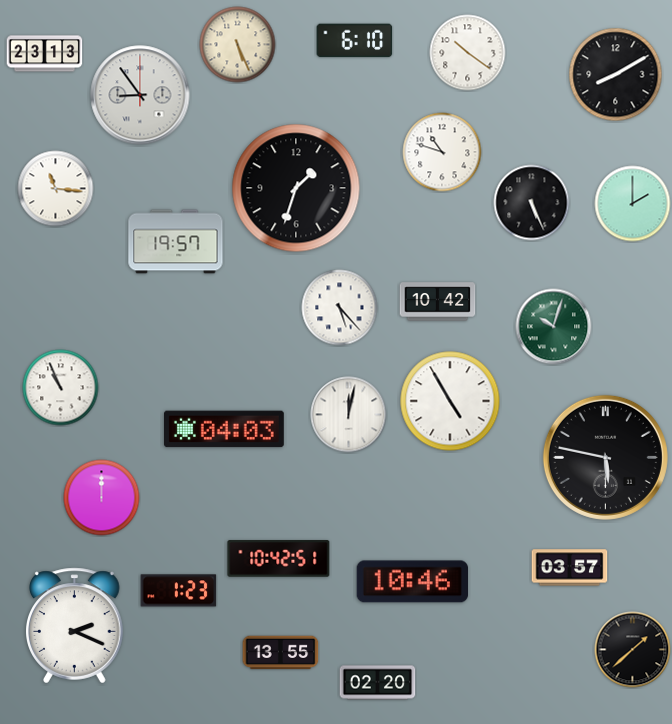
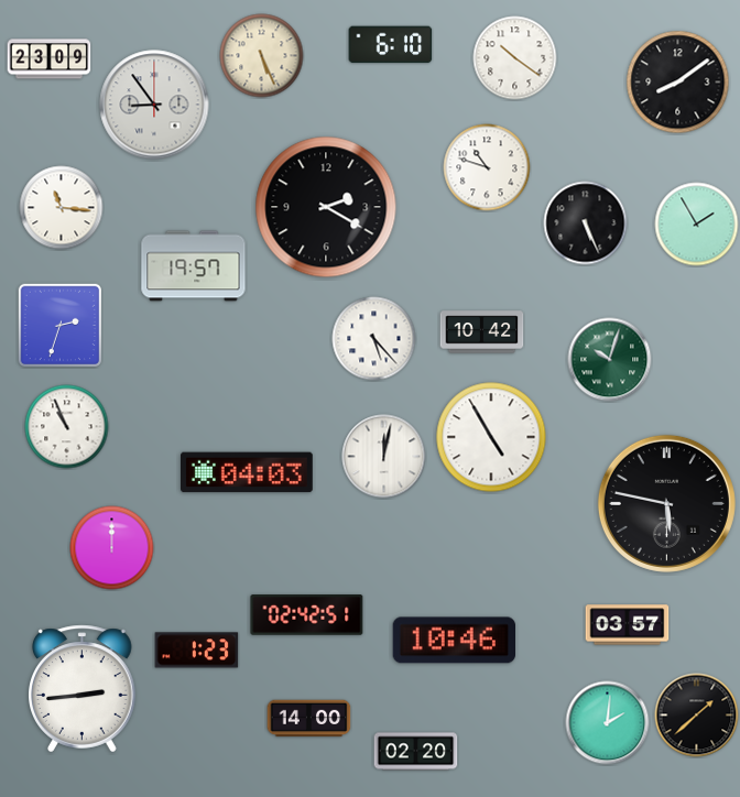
clock at (238, 45) position: (238, 45) -> (262, 56)
clock at (45, 54): 23:13 -> 23:09
clock at (616, 75): 8:10 -> 8:09
clock at (296, 188): 1:33 -> 2:20
clock at (633, 204): 2:00 -> 1:55
clock at (59, 325): none -> 2:33
clock at (450, 401) position: (450, 401) -> (491, 437)
clock at (279, 559): 10:42 -> 02:42
clock at (75, 626): 2:19 -> 2:44
clock at (281, 653): 13:55 -> 14:00
clock at (608, 723): none -> 2:01
